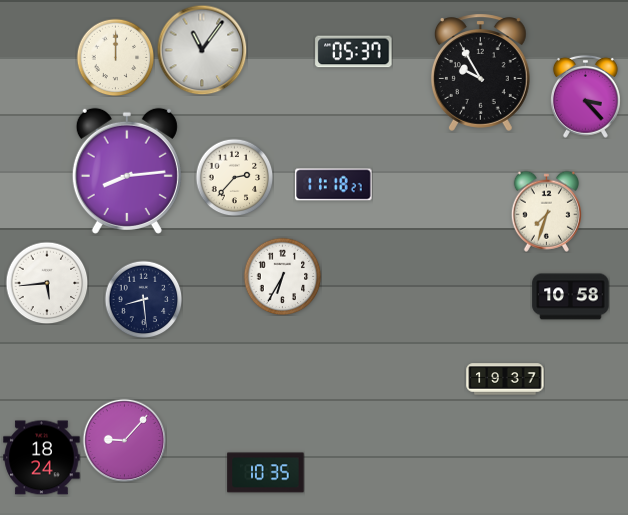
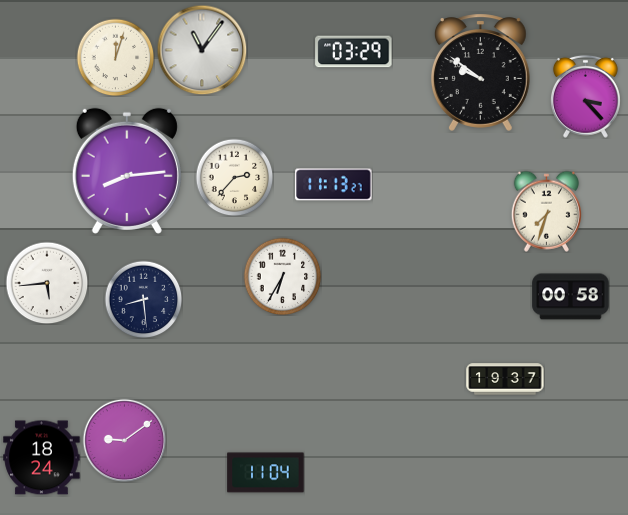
clock at (354, 52): 05:37 -> 03:29
clock at (115, 57): 12:00 -> 12:03
clock at (480, 72): 9:55 -> 9:51
clock at (334, 185): 11:18 -> 11:13
clock at (571, 297): 10:58 -> 00:58
clock at (124, 440): 9:07 -> 9:09
clock at (266, 473): 10:35 -> 11:04
